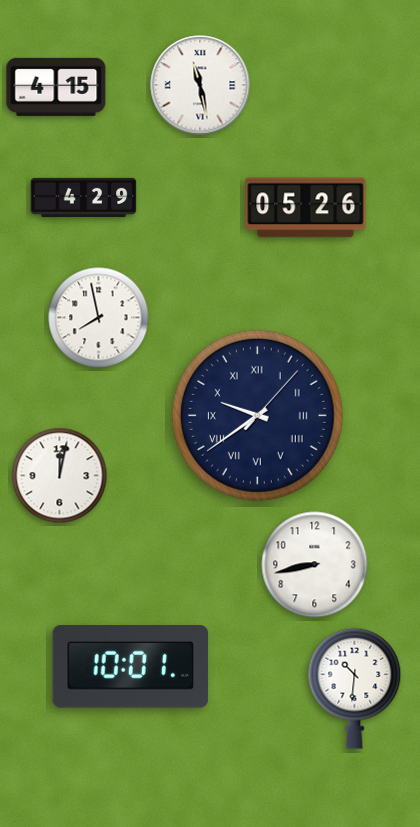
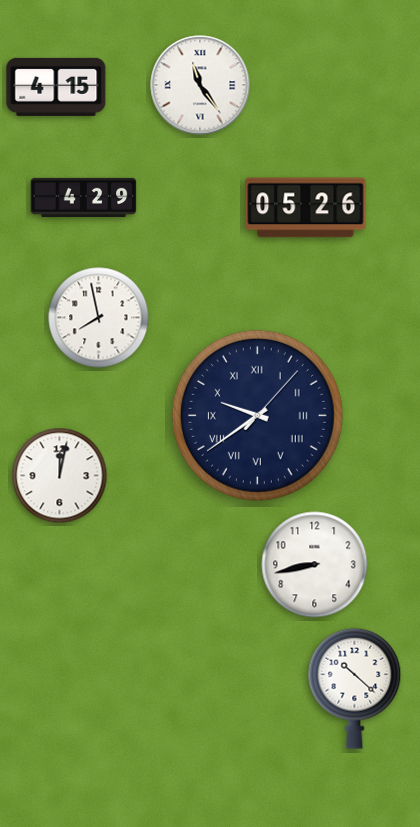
clock at (200, 85): 11:28 -> 11:24
clock at (131, 667): 10:01 -> none
clock at (355, 688): 10:31 -> 10:22
